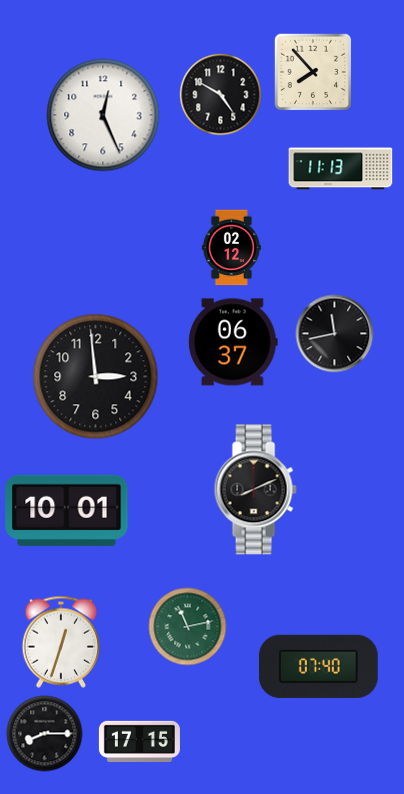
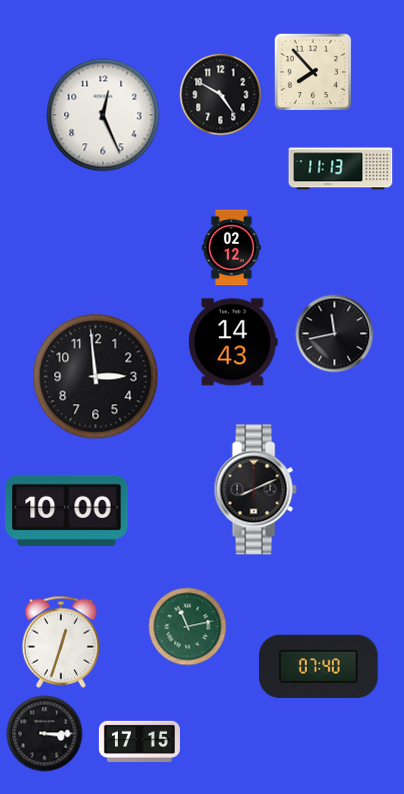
clock at (234, 342): 06:37 -> 14:43
clock at (67, 510): 10:01 -> 10:00
clock at (45, 734): 8:15 -> 3:15
